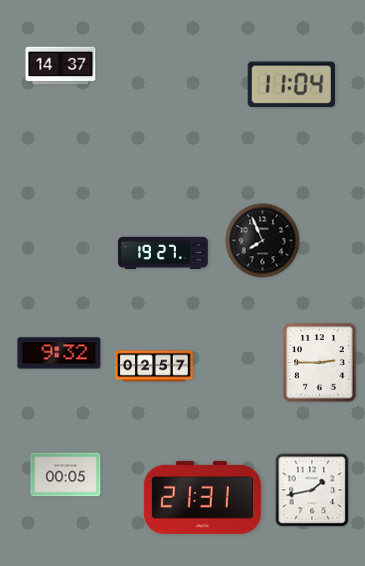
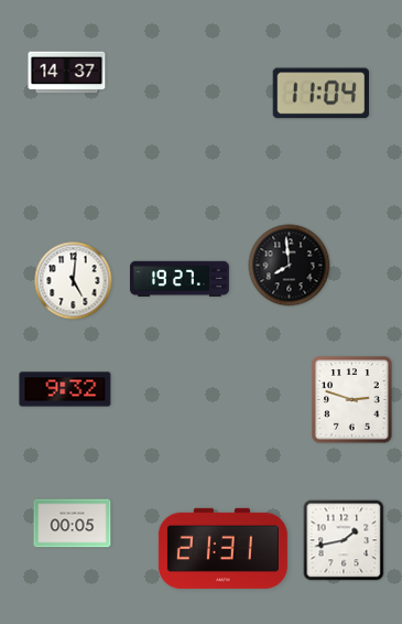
clock at (263, 241): 7:56 -> 7:59
clock at (74, 281): none -> 5:01
clock at (320, 363): 2:45 -> 2:48
clock at (154, 366): 02:57 -> none
